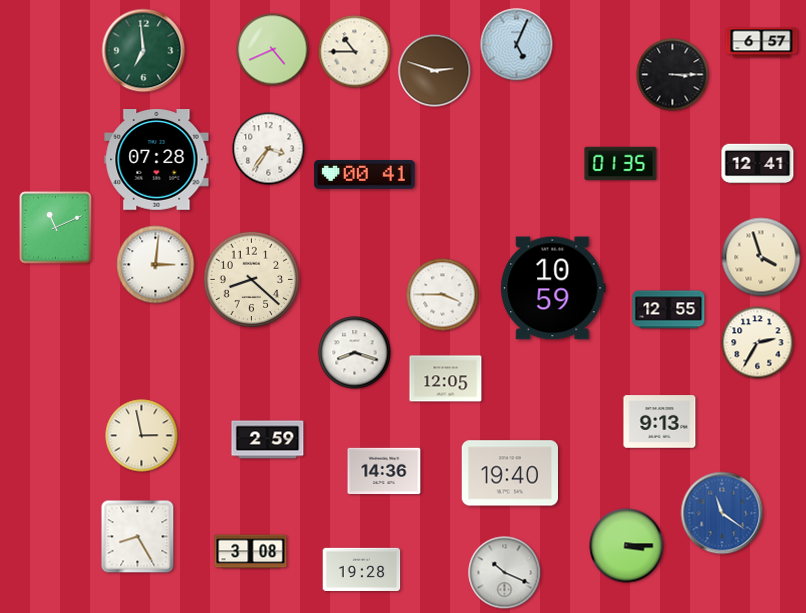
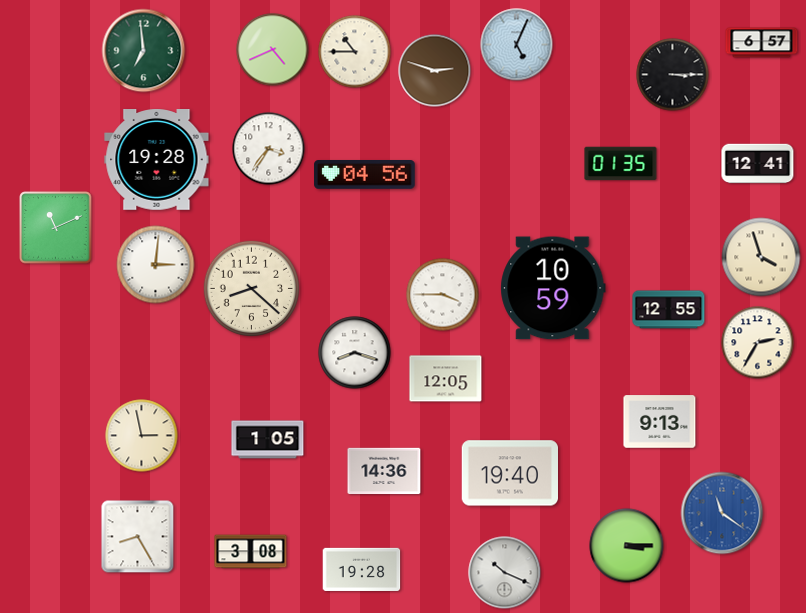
clock at (157, 160): 07:28 -> 19:28
clock at (365, 175): 00:41 -> 04:56
clock at (252, 280) position: (252, 280) -> (252, 289)
clock at (268, 440): 2:59 -> 1:05
